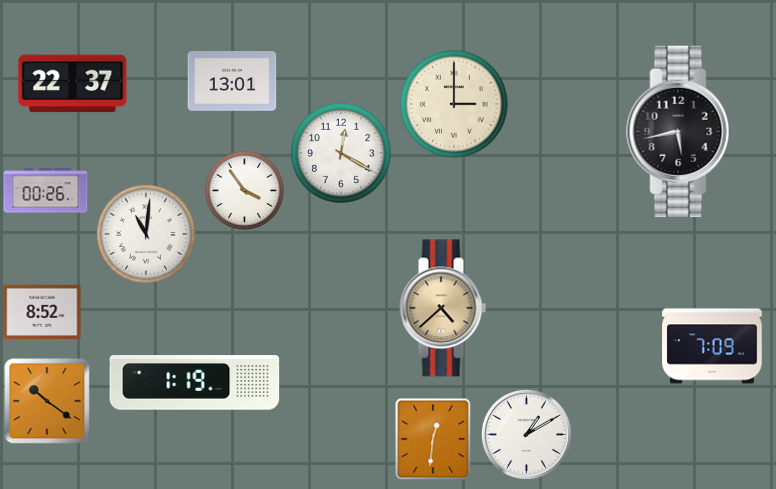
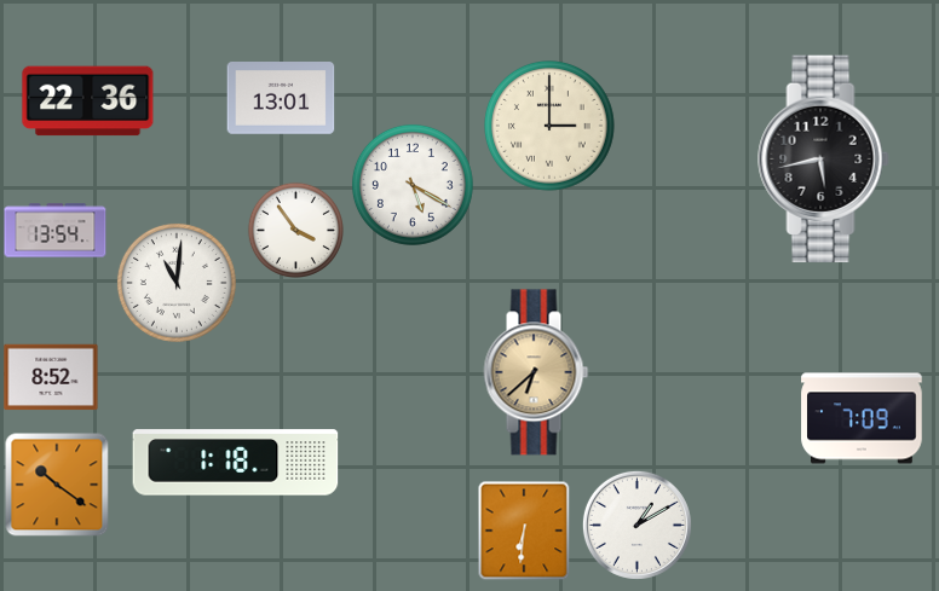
clock at (73, 84): 22:37 -> 22:36
clock at (341, 153): 12:20 -> 5:20
clock at (46, 191): 00:26 -> 13:54
clock at (443, 308): 4:38 -> 6:38
clock at (195, 383): 1:19 -> 1:18
clock at (433, 439): 12:31 -> 6:31
